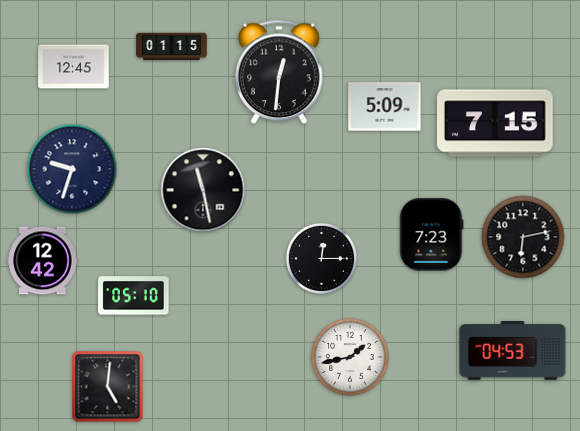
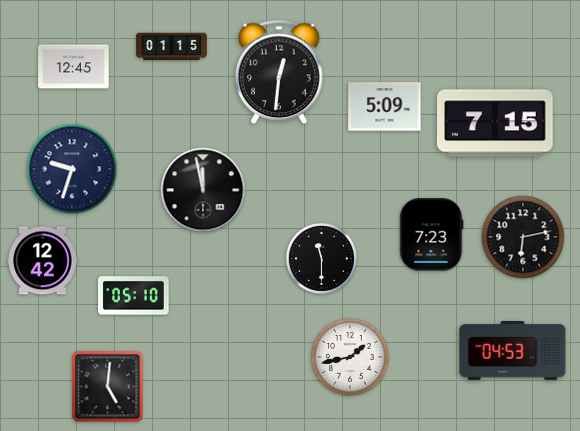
clock at (203, 190): 11:28 -> 11:58
clock at (321, 258): 12:15 -> 11:30
